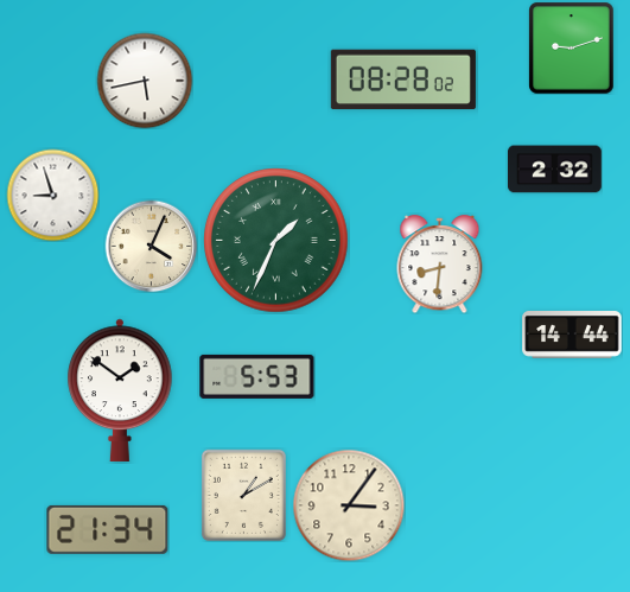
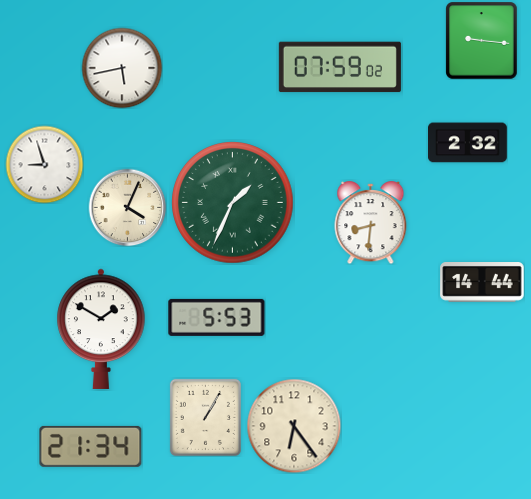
clock at (572, 47): 9:12 -> 9:16
clock at (403, 79): 08:28 -> 07:59
clock at (120, 390): 1:51 -> 1:50
clock at (243, 495): 1:10 -> 1:05
clock at (349, 505): 3:06 -> 6:24
